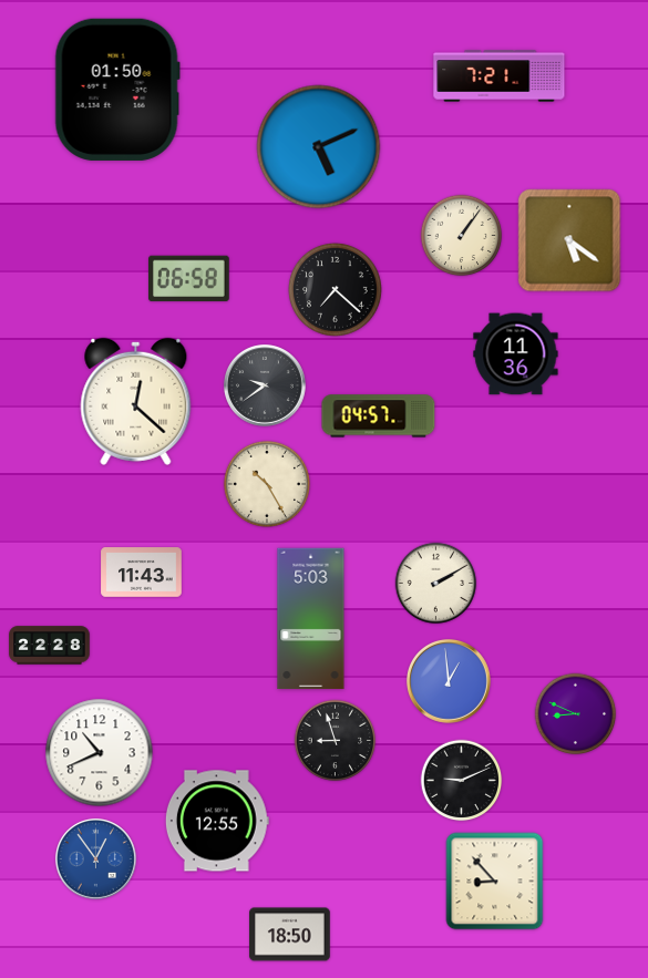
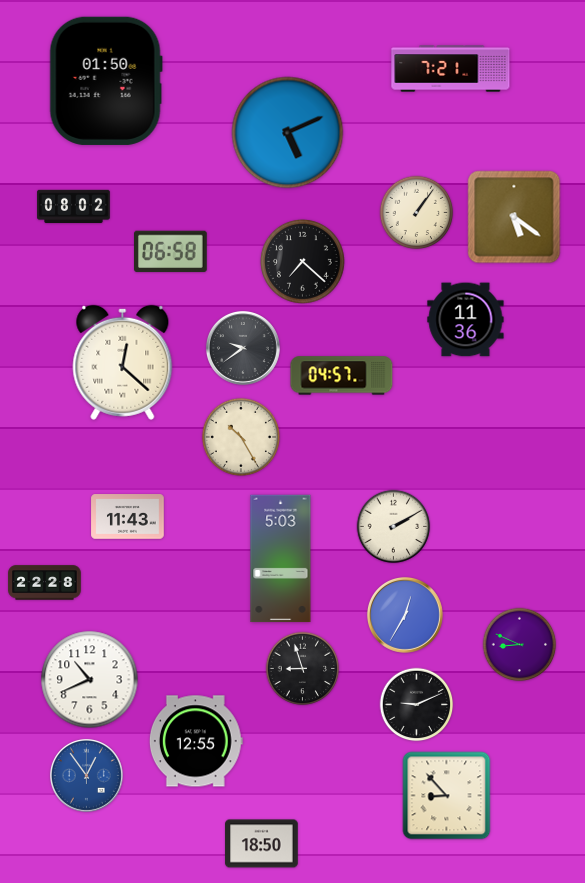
clock at (74, 207): none -> 08:02
clock at (265, 385) position: (265, 385) -> (243, 348)
clock at (449, 681): 12:59 -> 12:35
